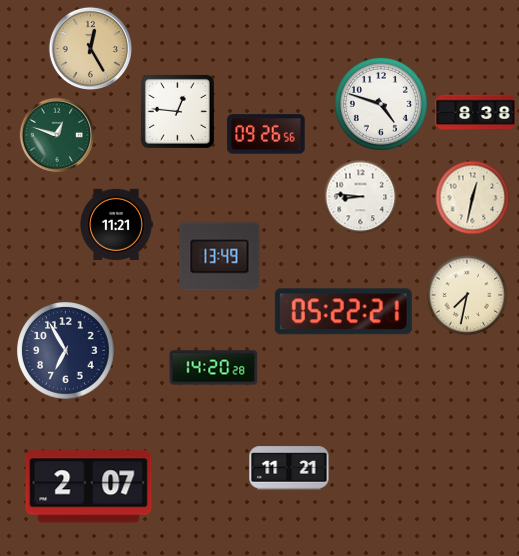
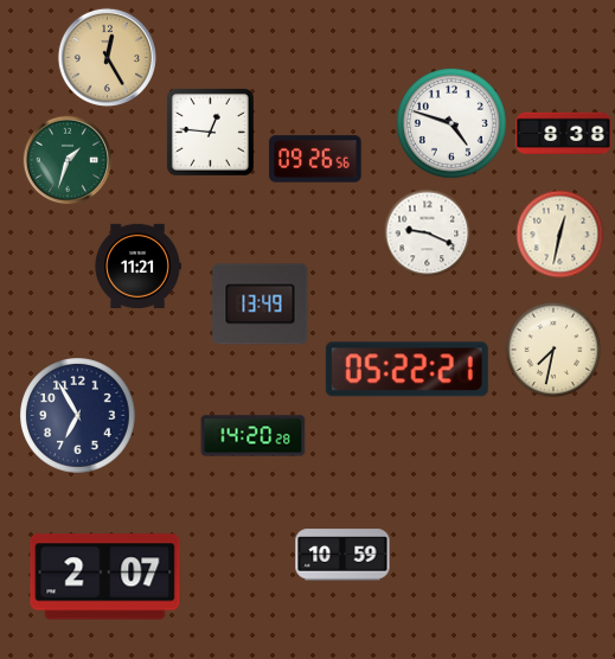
clock at (57, 135): 12:48 -> 1:33
clock at (361, 197): 8:46 -> 9:19
clock at (289, 468): 11:21 -> 10:59
